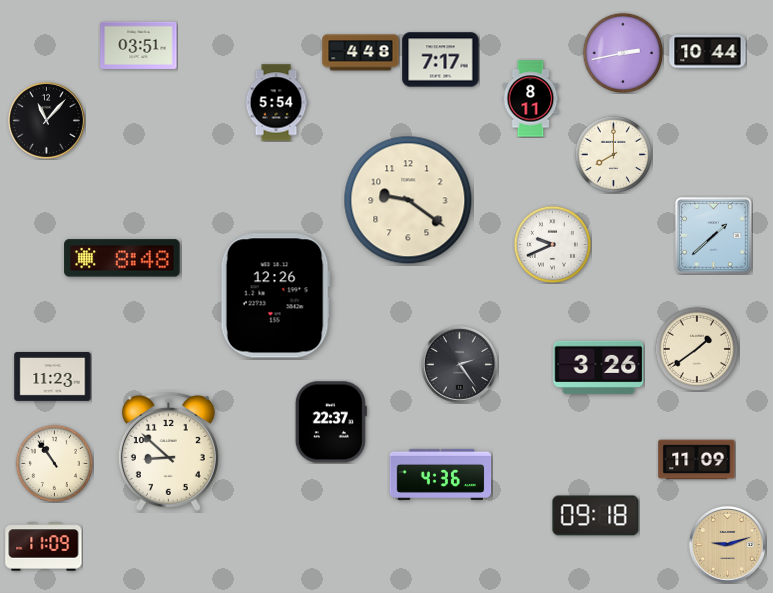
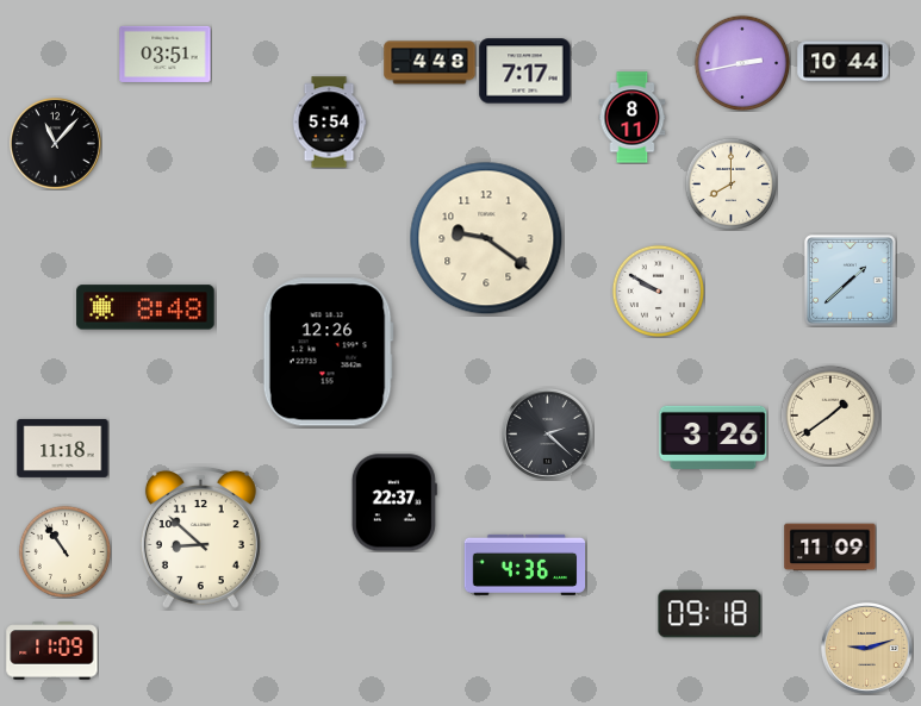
clock at (552, 244): 9:41 -> 9:50
clock at (459, 364): 2:24 -> 2:22
clock at (53, 376): 11:23 -> 11:18
